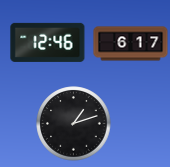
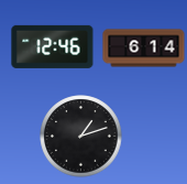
clock at (131, 44): 6:17 -> 6:14
